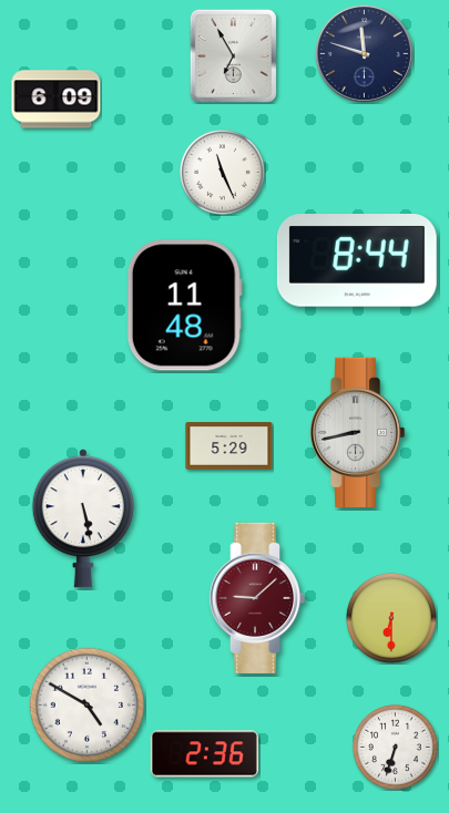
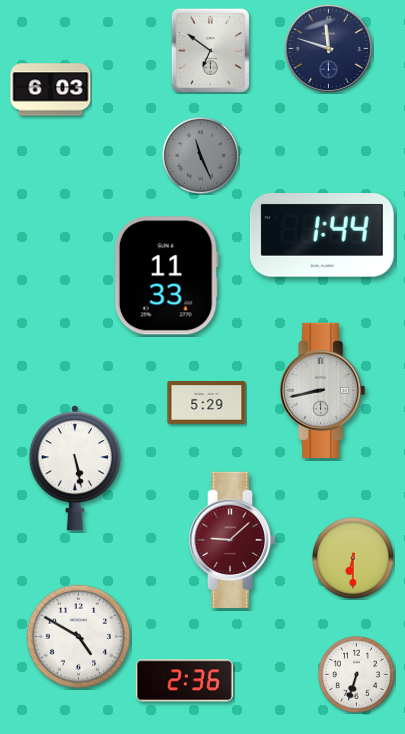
clock at (233, 55): 6:55 -> 6:51
clock at (57, 100): 6:09 -> 6:03
clock at (222, 172) dial: white -> grey
clock at (357, 261): 8:44 -> 1:44
clock at (184, 306): 11:48 -> 11:33
